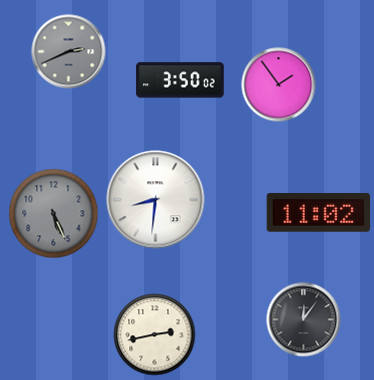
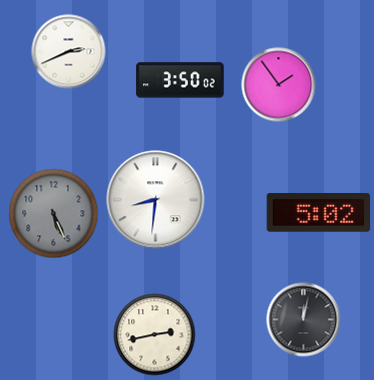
clock at (69, 52) dial: grey -> white
clock at (319, 213): 11:02 -> 5:02
clock at (304, 320): 12:06 -> 12:02
